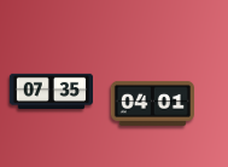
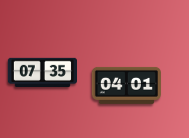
clock at (51, 92) position: (51, 92) -> (42, 73)
